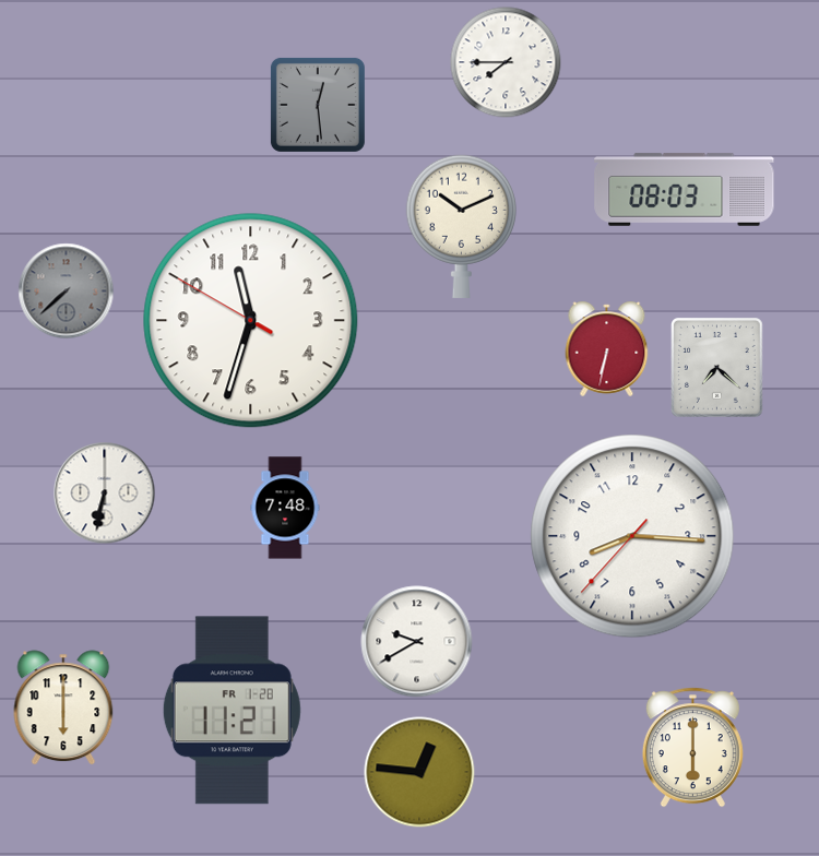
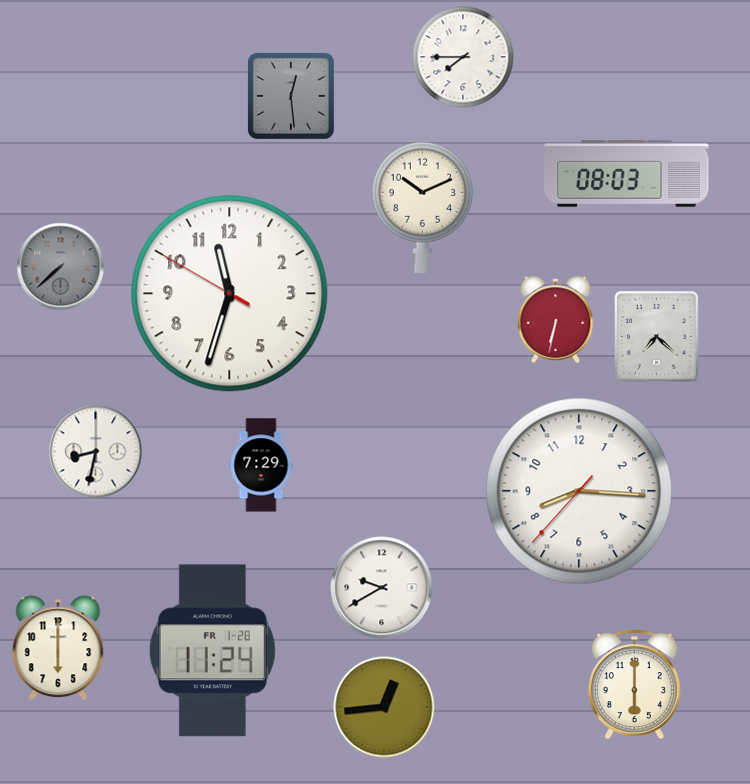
clock at (105, 494): 6:32 -> 8:32
clock at (285, 508): 7:48 -> 7:29
clock at (232, 711): 11:21 -> 11:24
clock at (419, 772): 12:46 -> 12:44
